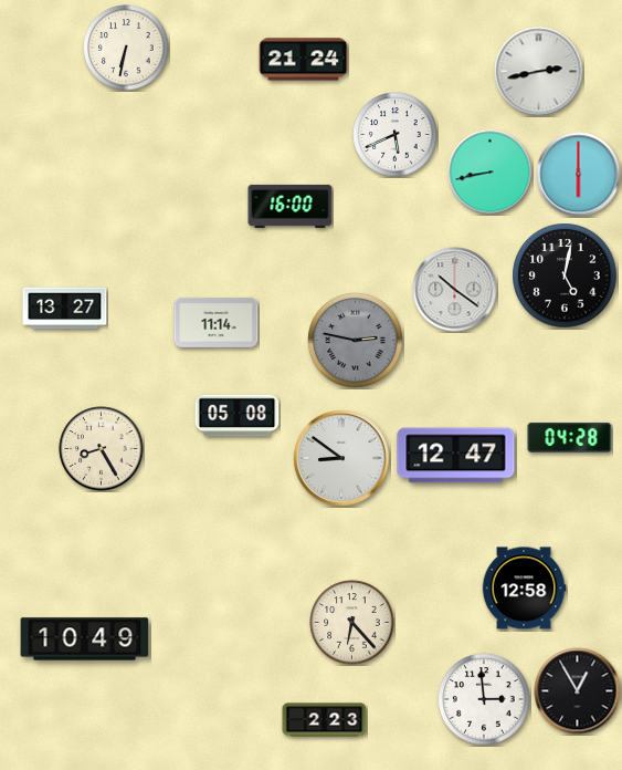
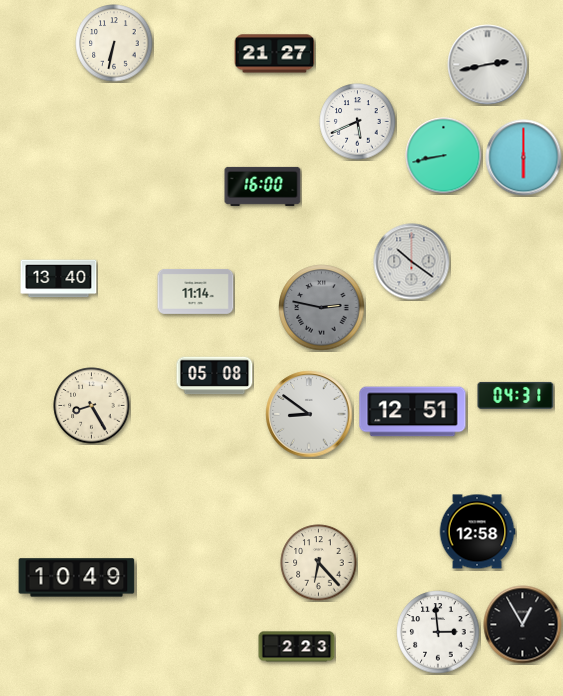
clock at (304, 60): 21:24 -> 21:27
clock at (565, 275): 5:02 -> none
clock at (65, 309): 13:27 -> 13:40
clock at (570, 437): 04:28 -> 04:31
clock at (456, 456): 12:47 -> 12:51
clock at (524, 589) position: (524, 589) -> (477, 532)
clock at (325, 720) position: (325, 720) -> (297, 647)
